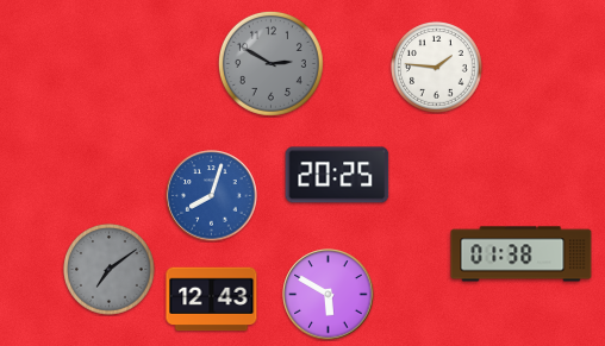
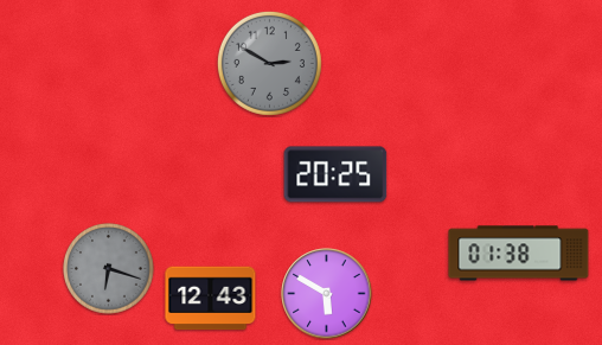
clock at (437, 68): 1:46 -> none
clock at (212, 196): 8:03 -> none
clock at (110, 270): 7:09 -> 6:18
